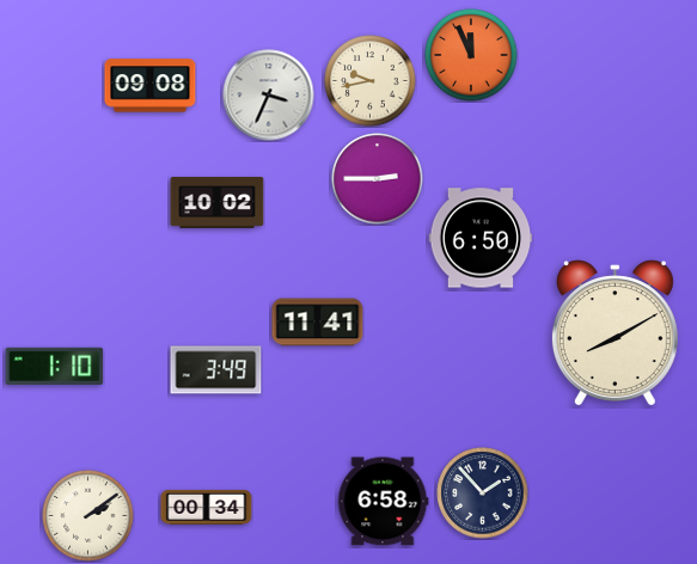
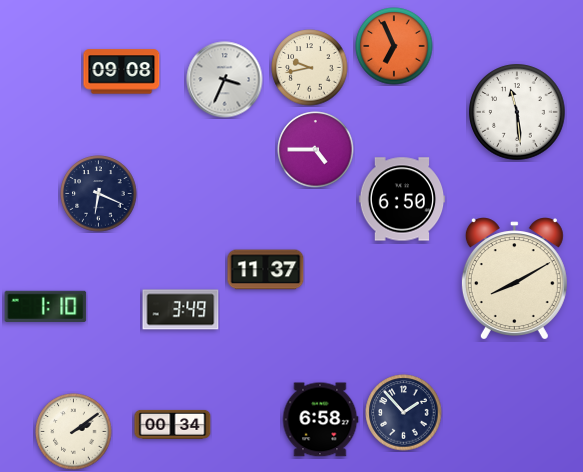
clock at (471, 55): 11:56 -> 6:56
clock at (151, 86) position: (151, 86) -> (122, 72)
clock at (517, 112): none -> 11:29
clock at (378, 179): 2:45 -> 4:45
clock at (218, 203): 10:02 -> none
clock at (99, 194): none -> 6:19
clock at (318, 323): 11:41 -> 11:37
